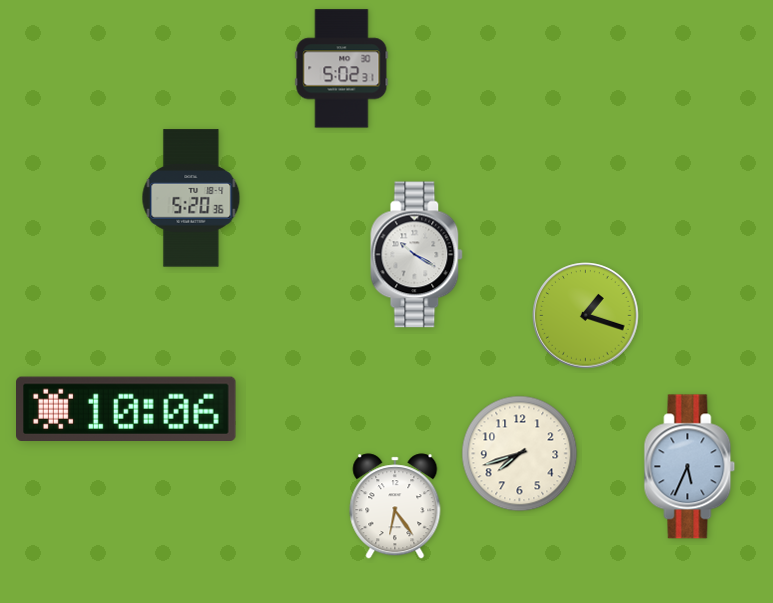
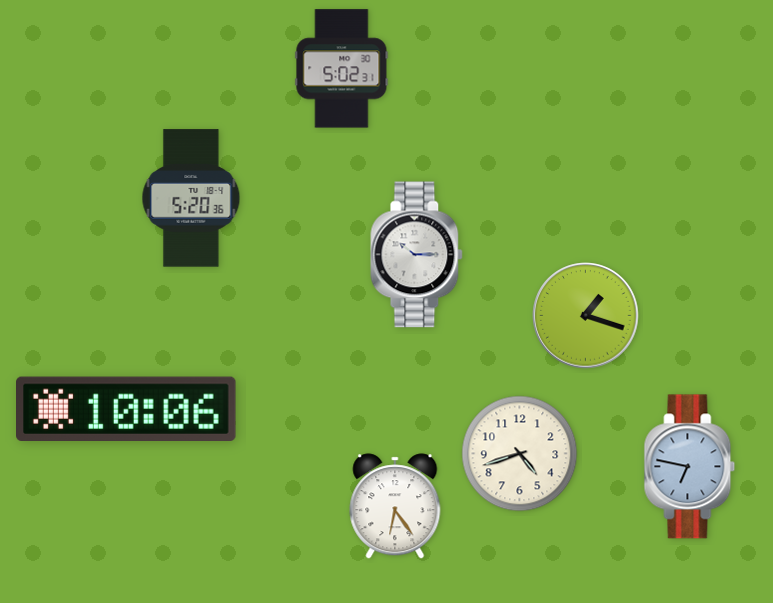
clock at (417, 255): 10:20 -> 10:15
clock at (520, 454): 7:42 -> 4:42
clock at (690, 467): 5:34 -> 6:47
